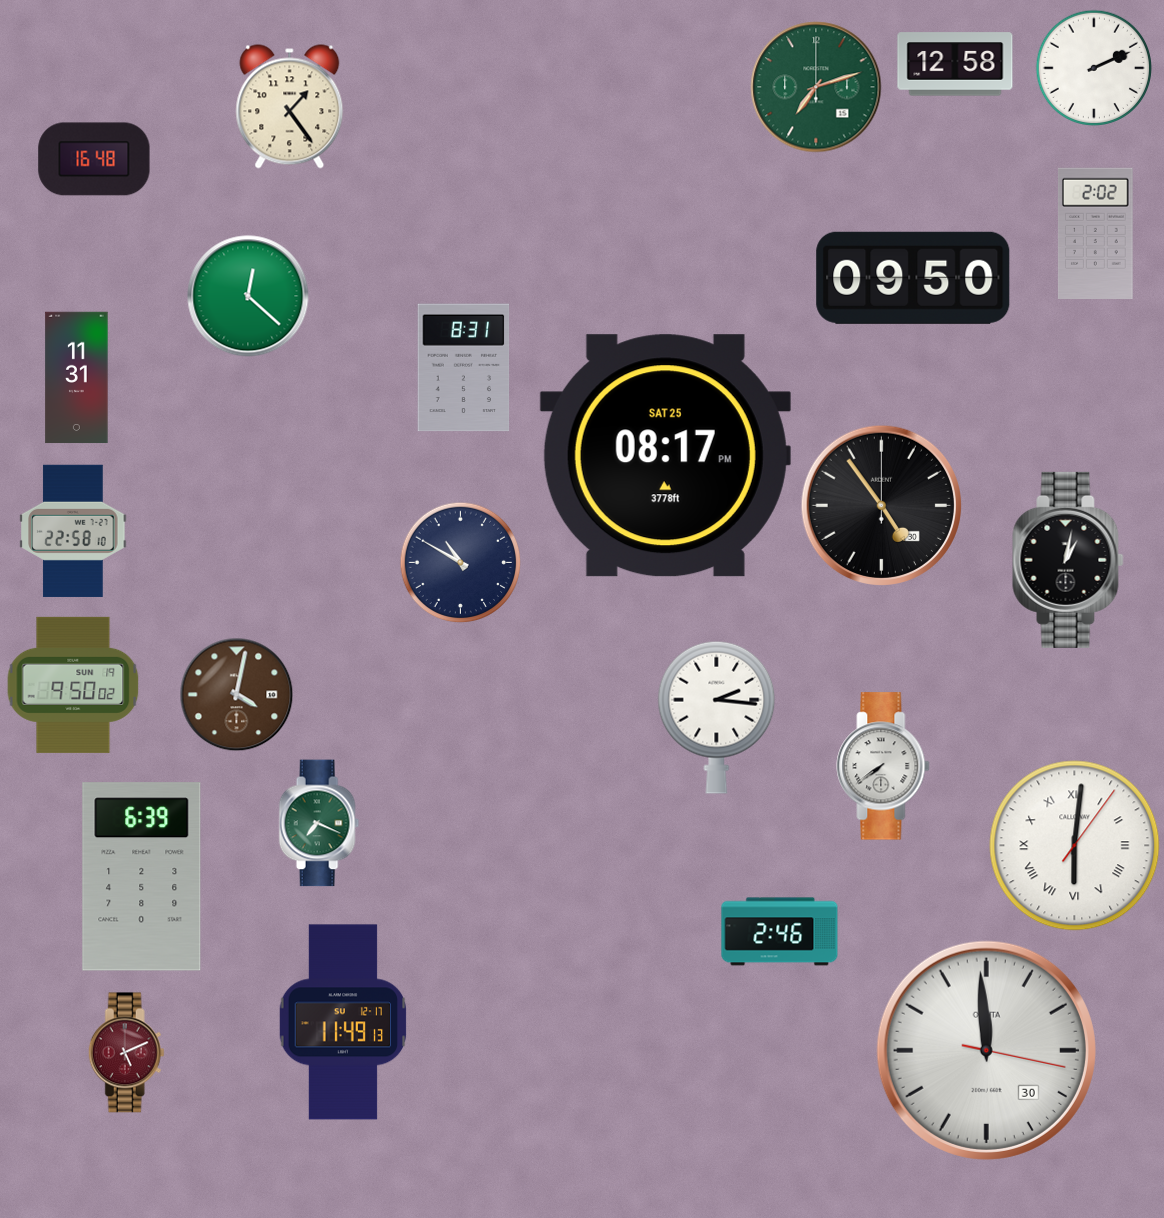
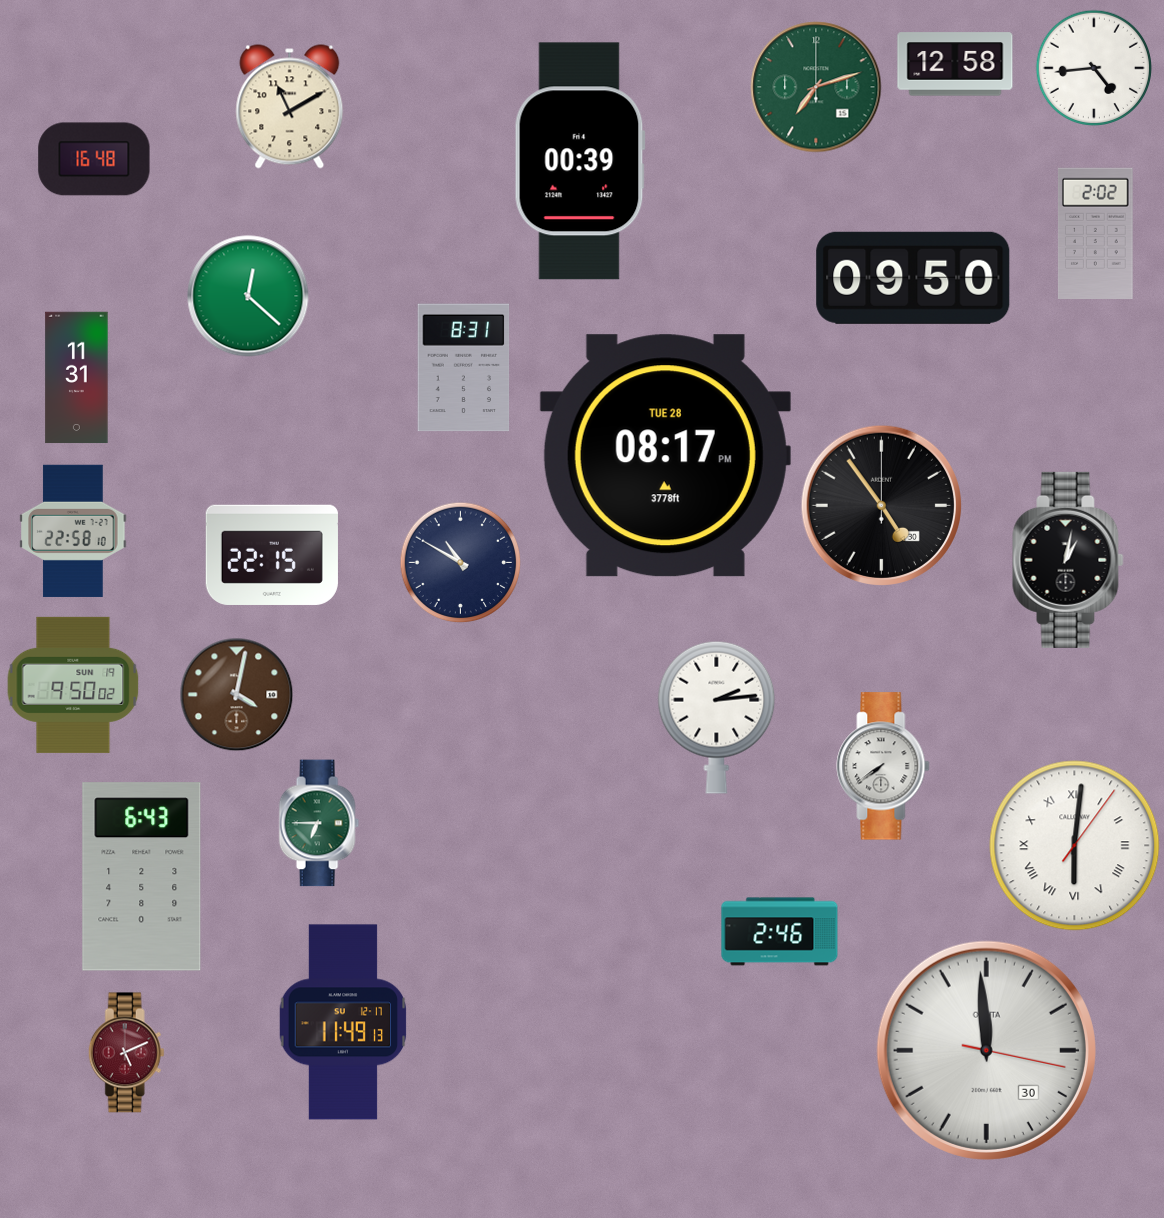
clock at (1093, 67): 2:11 -> 4:44
clock at (290, 107): 1:24 -> 11:10
clock at (580, 161): none -> 00:39
clock at (665, 456) date: SAT 25 -> TUE 28
clock at (272, 555): none -> 22:15
clock at (717, 717): 2:16 -> 2:14
clock at (319, 823): 7:19 -> 6:45
clock at (142, 877): 6:39 -> 6:43
